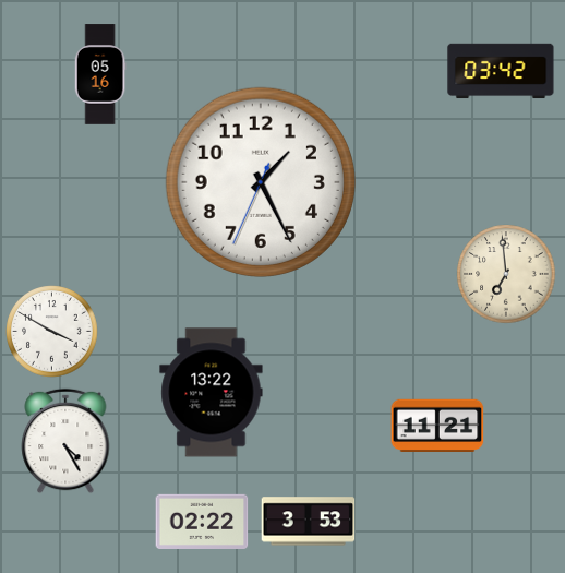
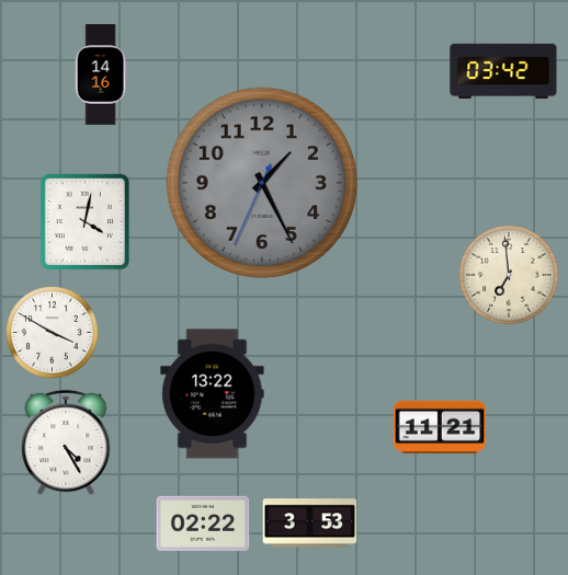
clock at (100, 74): 05:16 -> 14:16
clock at (261, 182) dial: white -> grey
clock at (86, 222): none -> 4:02
